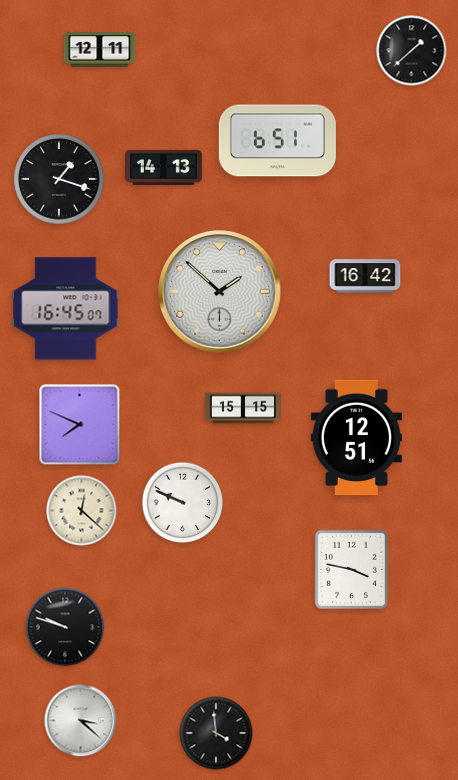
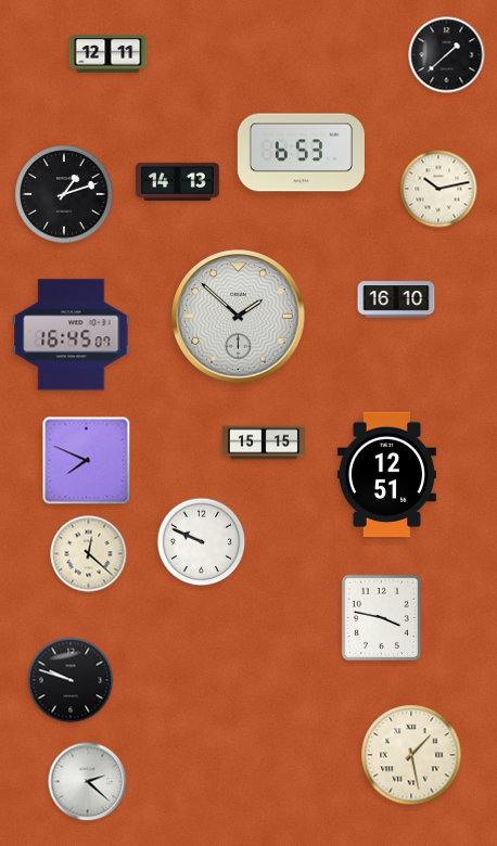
clock at (277, 141): 6:51 -> 6:53
clock at (438, 189): none -> 10:13
clock at (59, 179): 1:18 -> 1:12
clock at (365, 276): 16:42 -> 16:10
clock at (183, 503) position: (183, 503) -> (202, 542)
clock at (411, 755): none -> 1:28
clock at (81, 721): 3:22 -> 2:22
clock at (216, 733): 3:59 -> none
